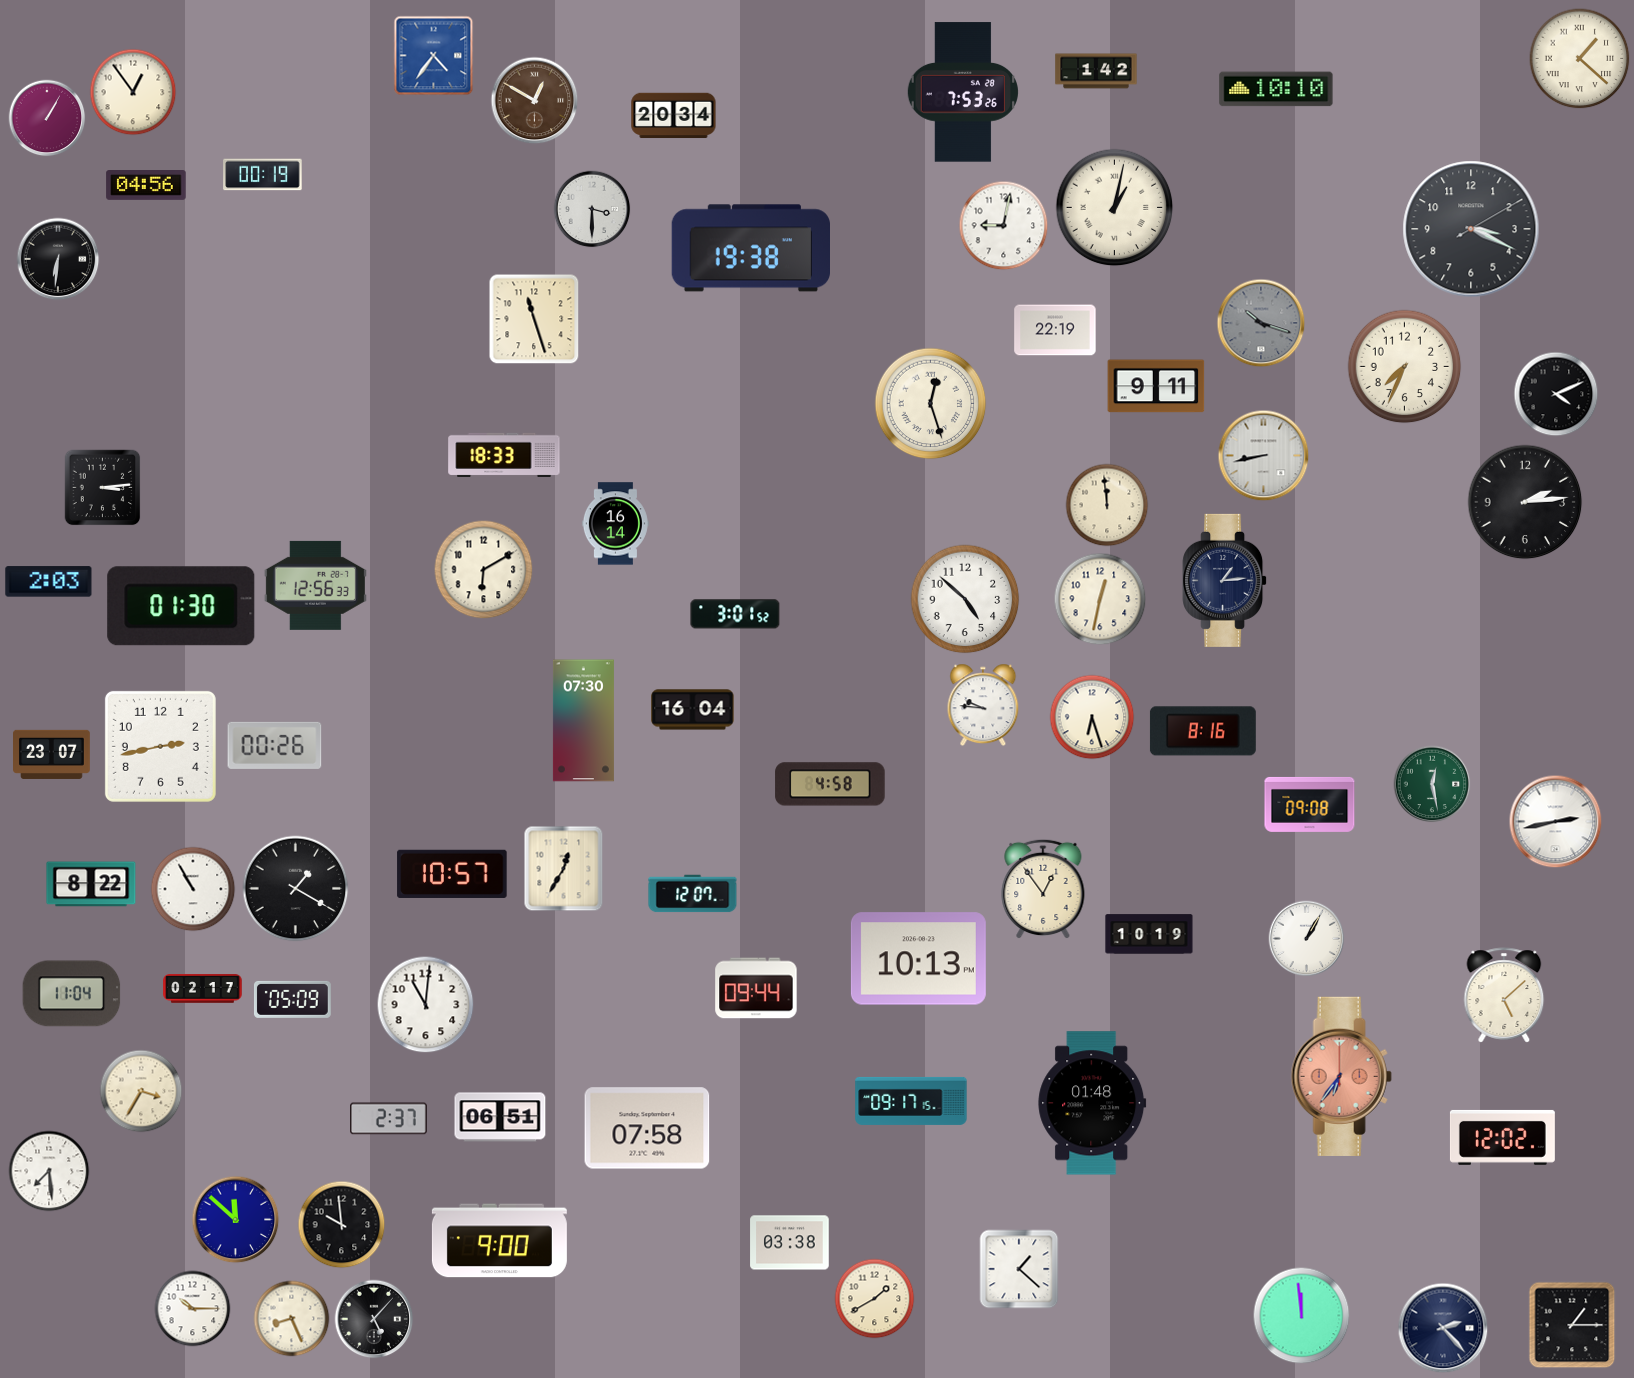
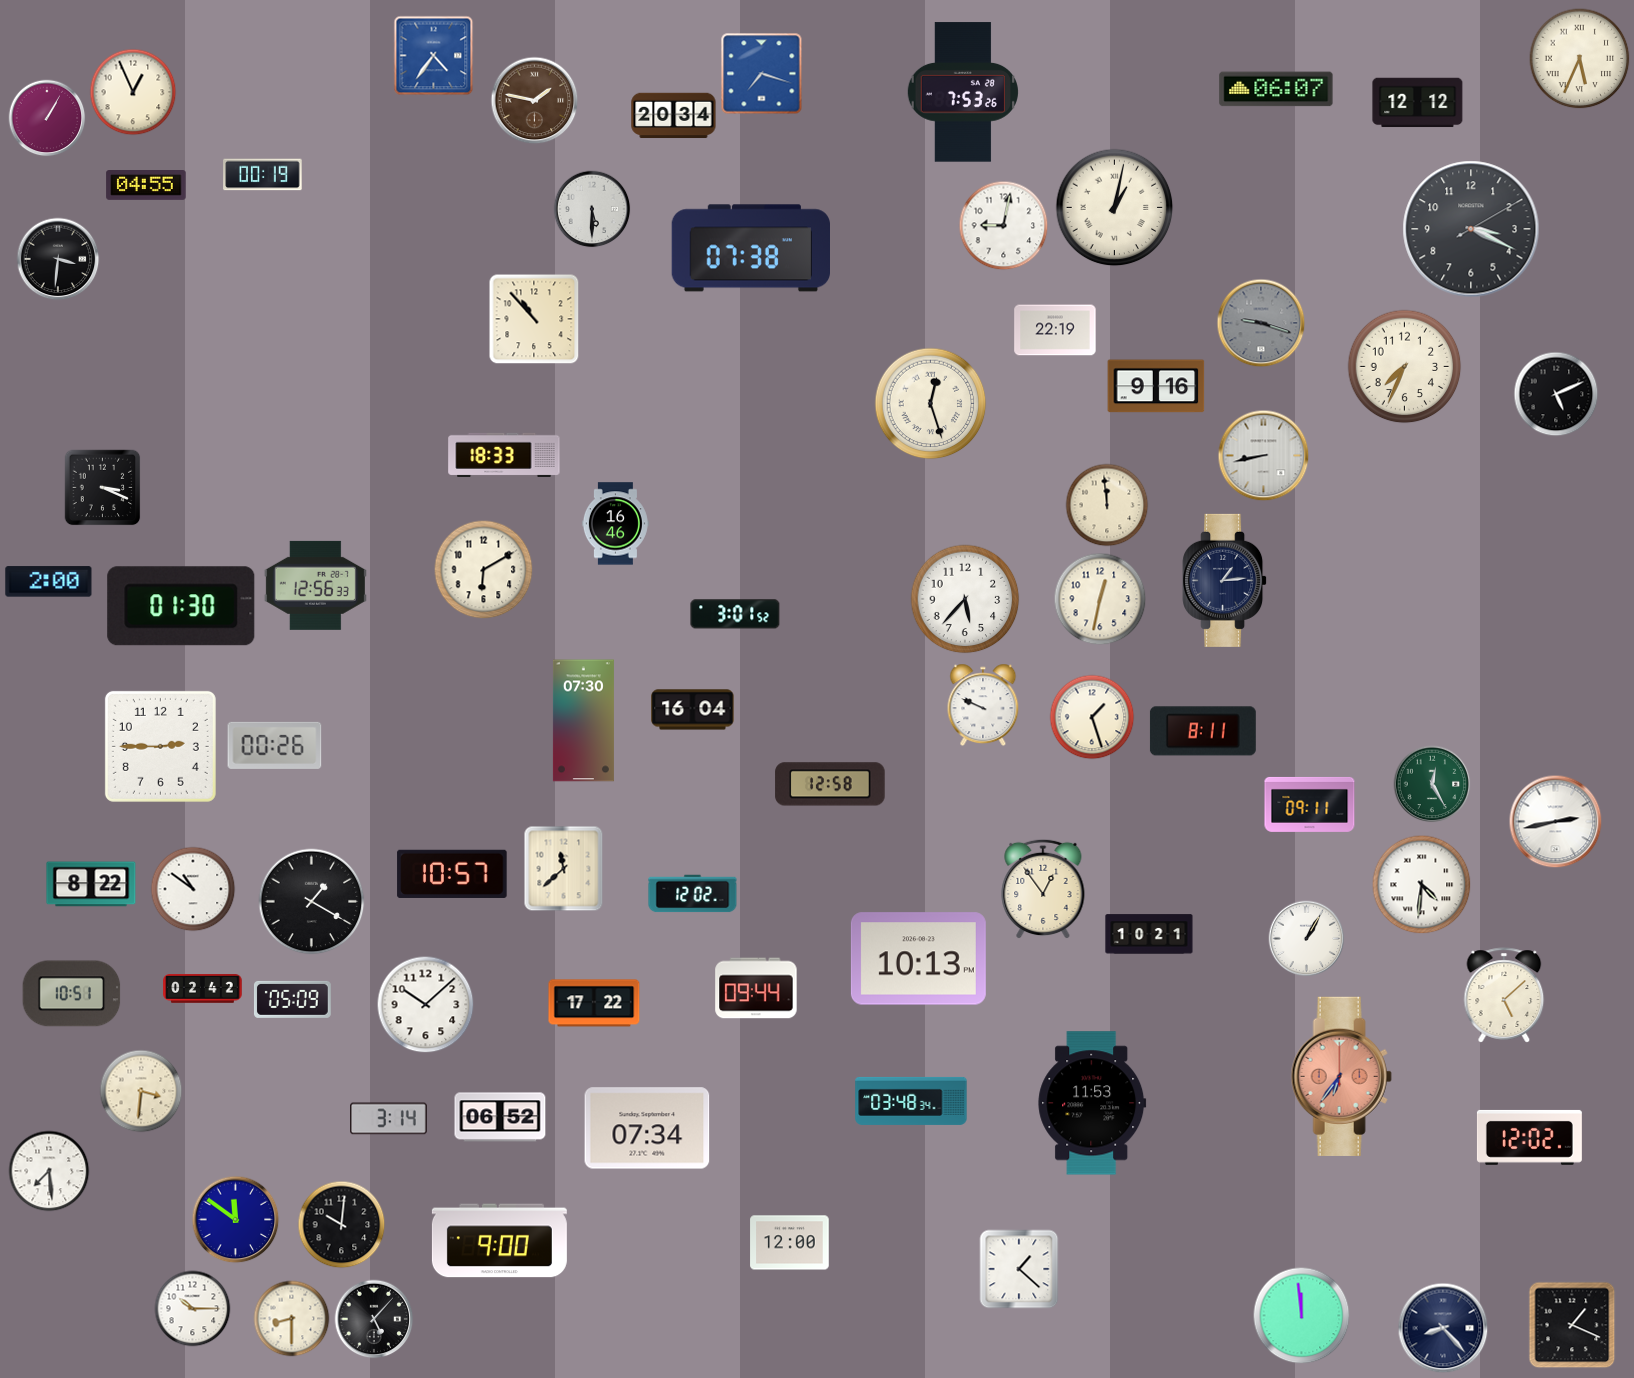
clock at (1580, 59): 1:22 -> 5:34
clock at (1096, 71): 1:42 -> none
clock at (762, 74): none -> 7:18
clock at (1276, 89): 10:10 -> 06:07
clock at (133, 92): 12:54 -> 12:56
clock at (535, 101): 12:50 -> 1:47
clock at (1418, 103): none -> 12:12
clock at (146, 186): 04:56 -> 04:55
clock at (592, 209): 3:30 -> 5:30
clock at (751, 248): 19:38 -> 07:38
clock at (58, 259): 6:31 -> 3:31
clock at (534, 319): 11:27 -> 10:53
clock at (1261, 323): 10:18 -> 9:18
clock at (1156, 386): 9:11 -> 9:16
clock at (1556, 394): 4:11 -> 5:11
clock at (103, 488): 3:14 -> 3:19
clock at (1525, 502): 2:14 -> none
clock at (615, 524): 16:14 -> 16:46
clock at (49, 582): 2:03 -> 2:00
clock at (965, 599): 4:52 -> 5:37
clock at (983, 705): 9:46 -> 9:49
clock at (1092, 717): 6:27 -> 1:27
clock at (1203, 731): 8:16 -> 8:11
clock at (160, 746): 2:43 -> 2:45
clock at (52, 754): 23:07 -> none
clock at (830, 784): 4:58 -> 12:58
clock at (1432, 784): 12:28 -> 12:25
clock at (1310, 804): 09:08 -> 09:11
clock at (564, 869): 12:35 -> 11:38
clock at (1422, 885): none -> 4:31
clock at (193, 889): 10:55 -> 10:51
clock at (296, 889) position: (296, 889) -> (312, 902)
clock at (693, 894): 12:07 -> 12:02
clock at (1149, 934): 10:19 -> 10:21
clock at (203, 989): 02:17 -> 02:42
clock at (72, 994): 11:04 -> 10:51
clock at (594, 1003): none -> 17:22
clock at (426, 1005): 11:01 -> 10:08
clock at (141, 1091): 3:35 -> 3:31
clock at (911, 1101): 09:17 -> 03:48
clock at (1092, 1103): 01:48 -> 11:53
clock at (500, 1117): 06:51 -> 06:52
clock at (389, 1119): 2:37 -> 3:14
clock at (647, 1128): 07:58 -> 07:34
clock at (1502, 1137) position: (1502, 1137) -> (1529, 1137)
clock at (236, 1220): 11:52 -> 11:51
clock at (342, 1225): 9:59 -> 10:01
clock at (790, 1243): 03:38 -> 12:00
clock at (875, 1299): 1:40 -> none
clock at (292, 1319): 8:26 -> 8:30
clock at (1572, 1325): 1:15 -> 1:19
clock at (1443, 1328): 2:23 -> 8:23
